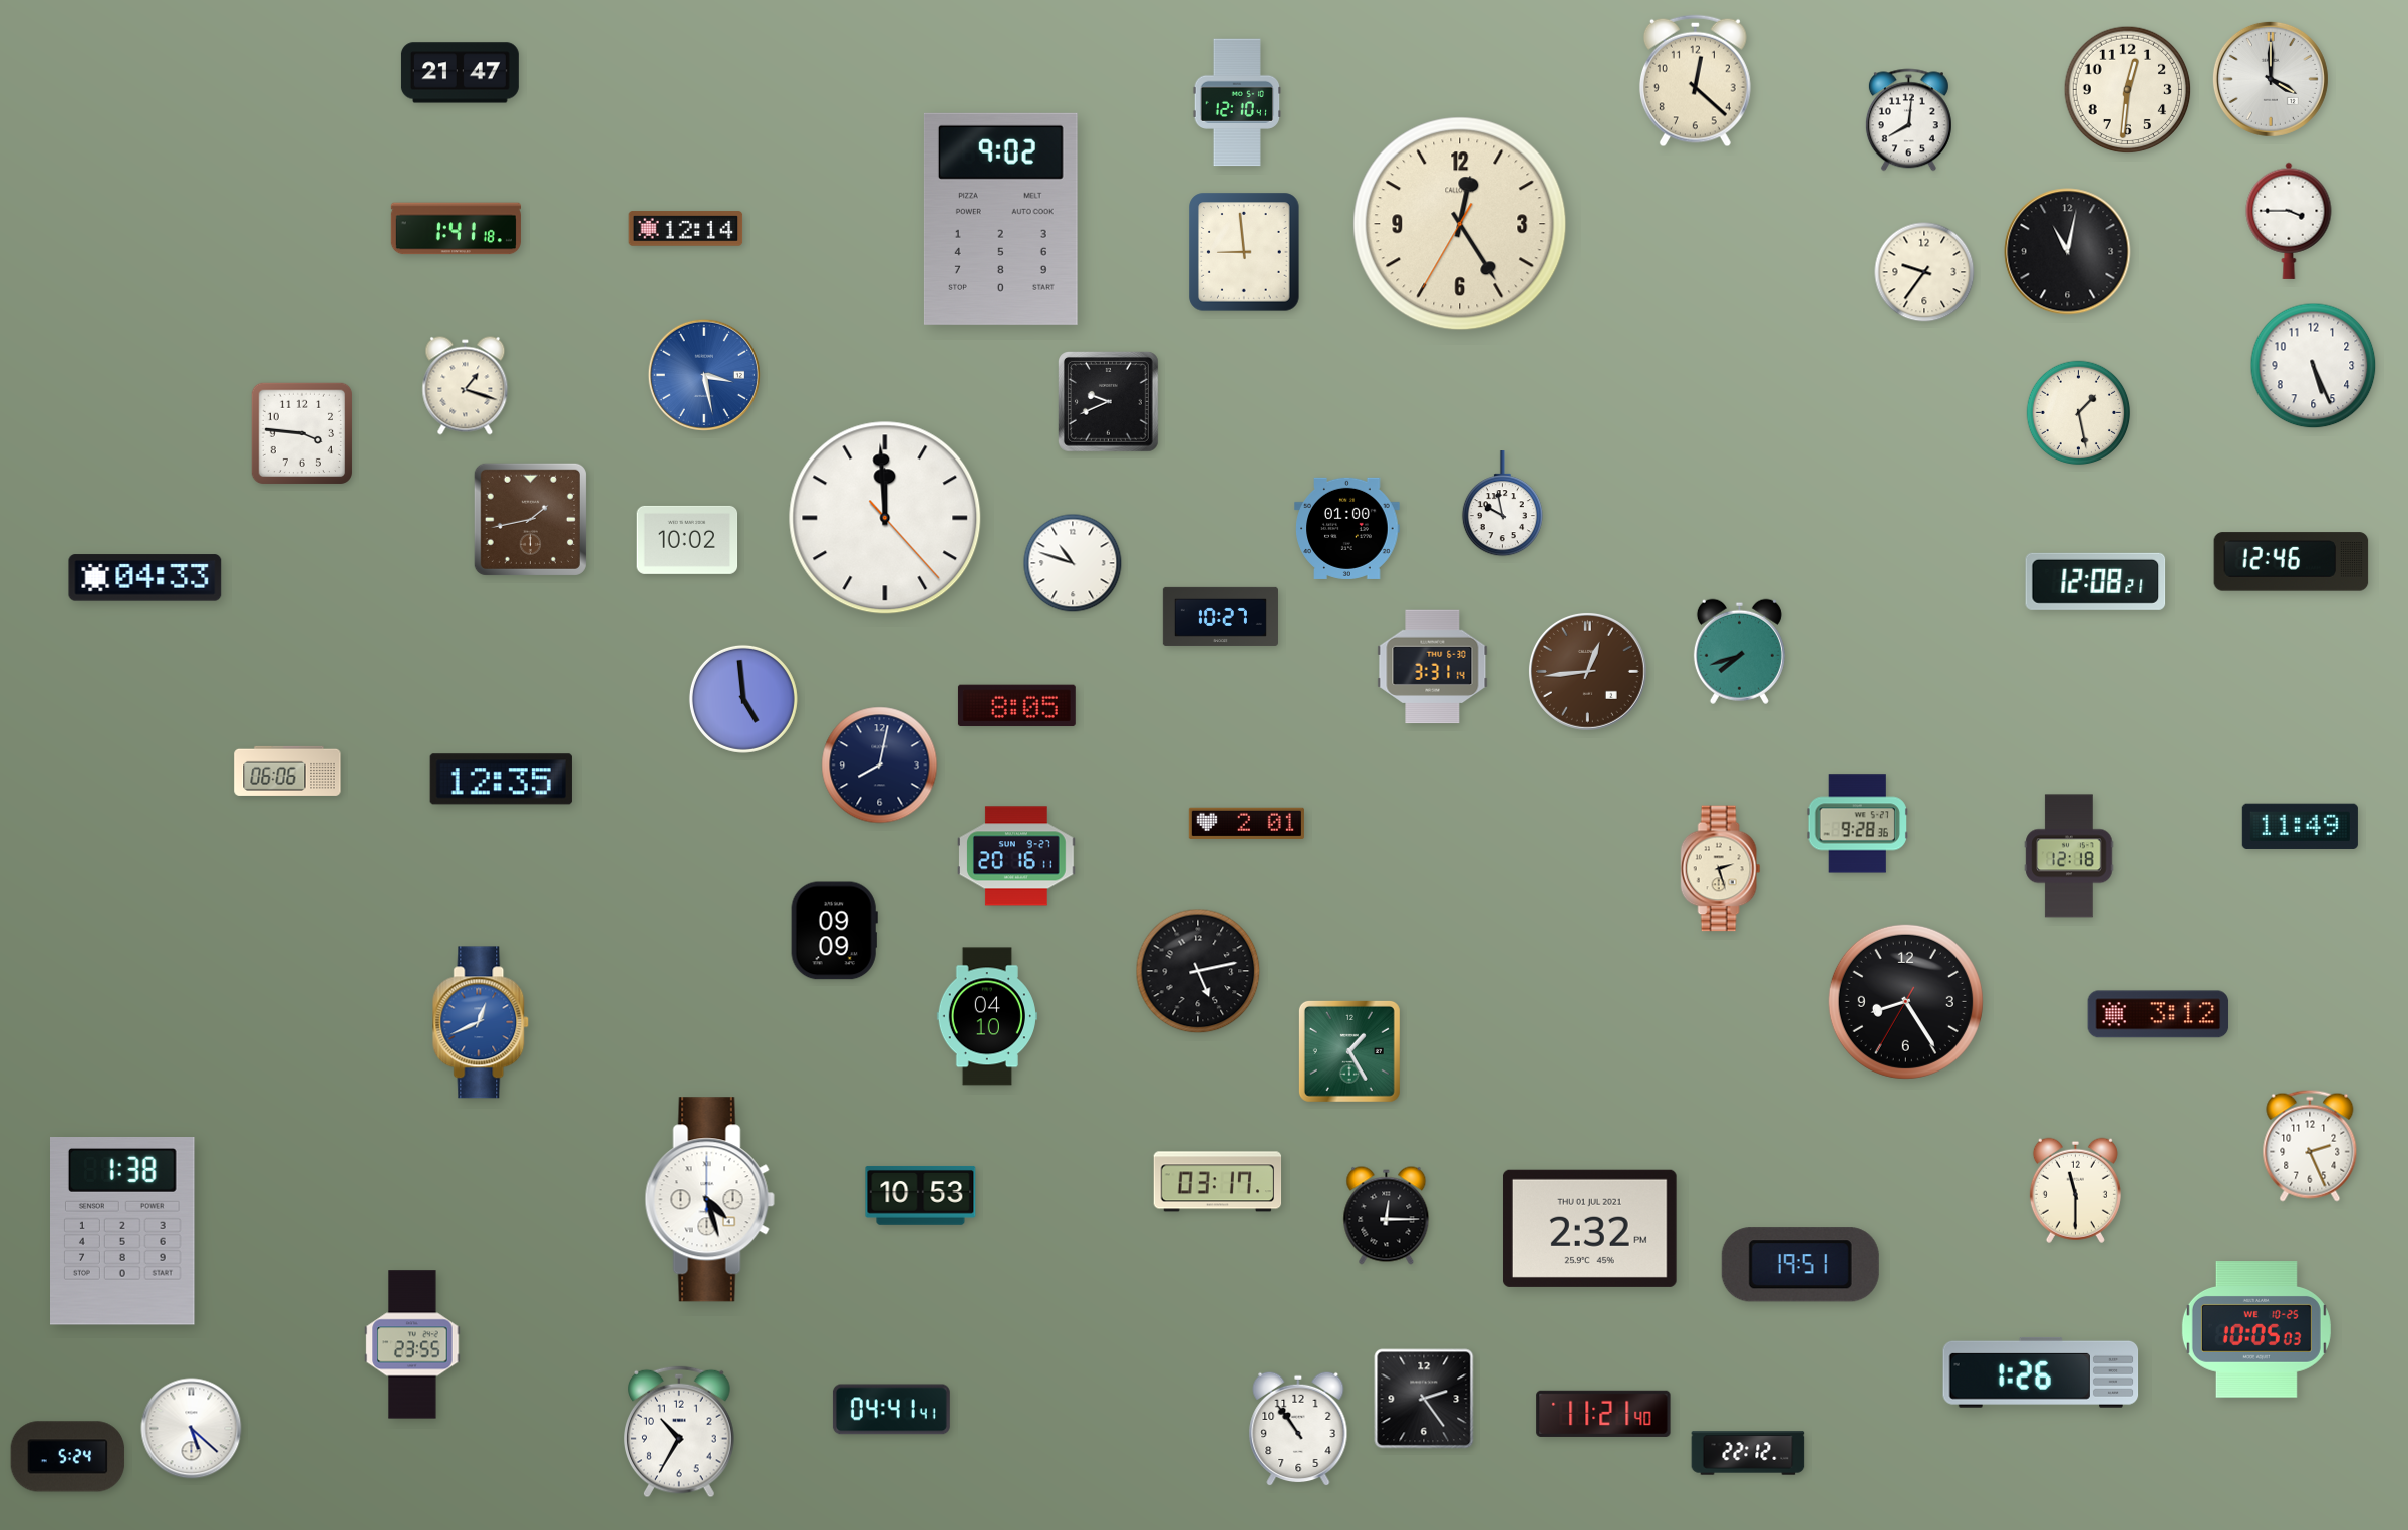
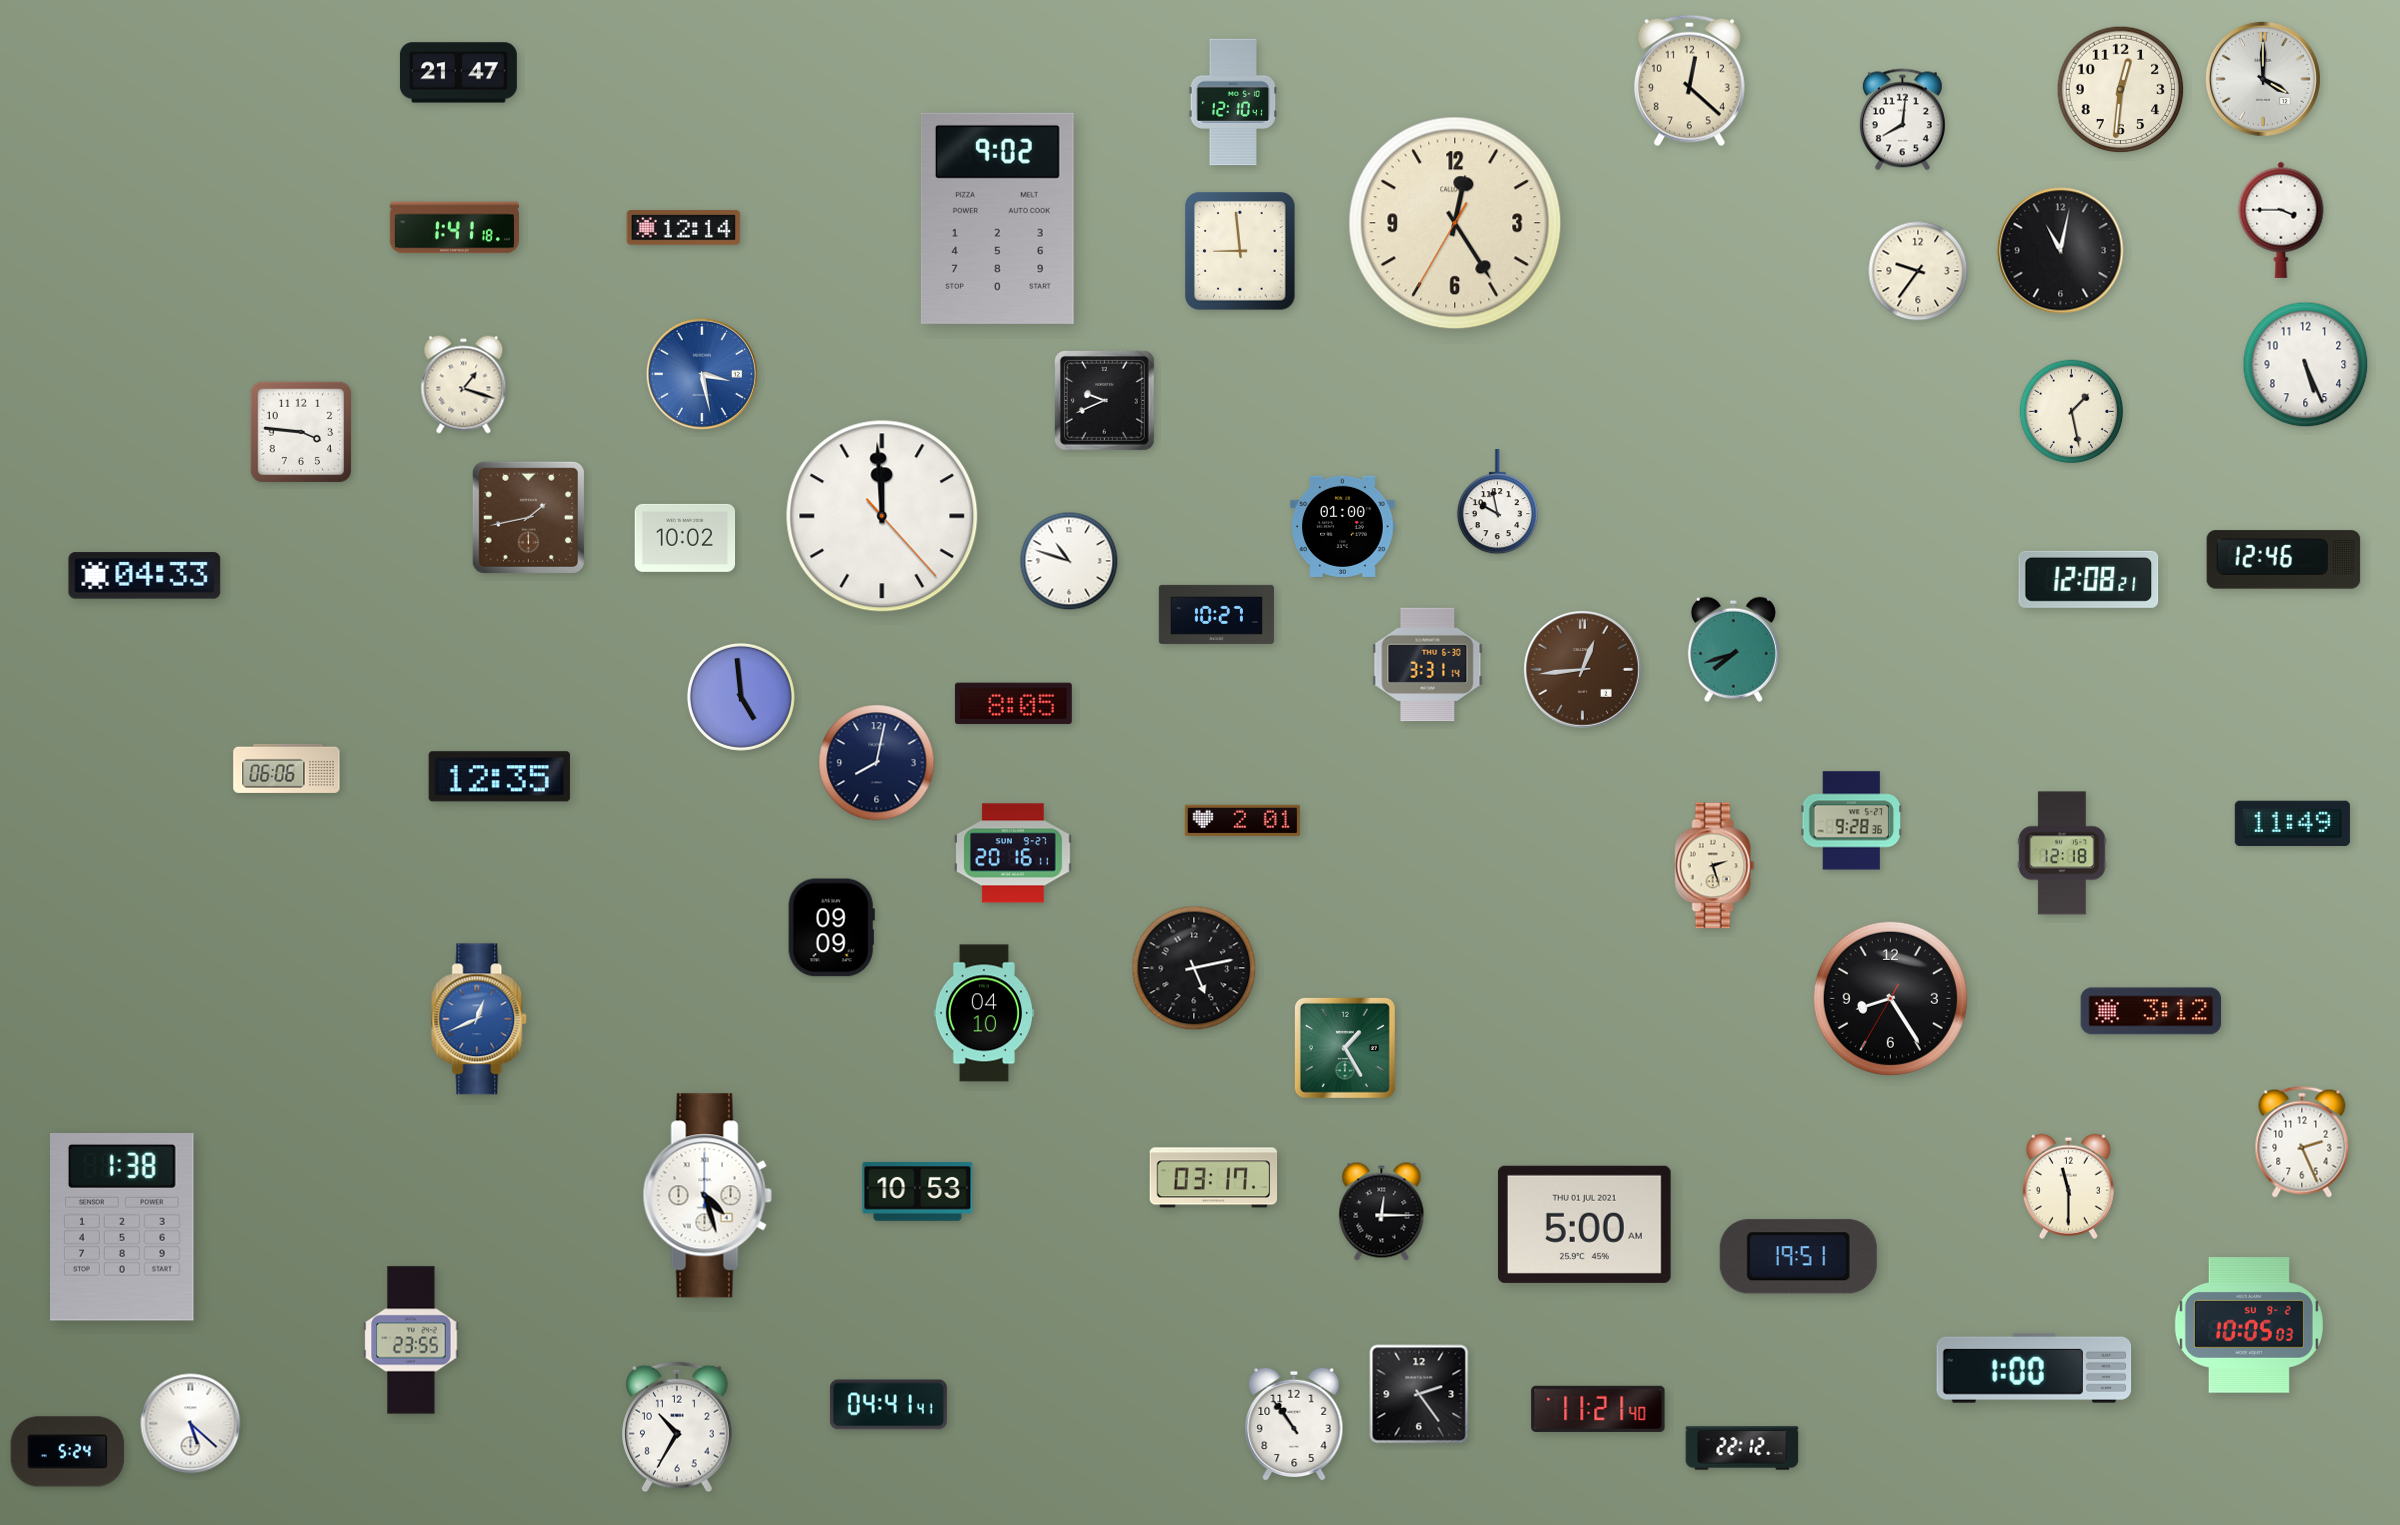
clock at (1905, 1001) position: (1905, 1001) -> (1890, 998)
clock at (1589, 1228): 2:32 -> 5:00
clock at (1800, 1265) position: (1800, 1265) -> (1798, 1257)
clock at (2256, 1329) date: WE 10-25 -> SU 9-2
clock at (2041, 1372): 1:26 -> 1:00
